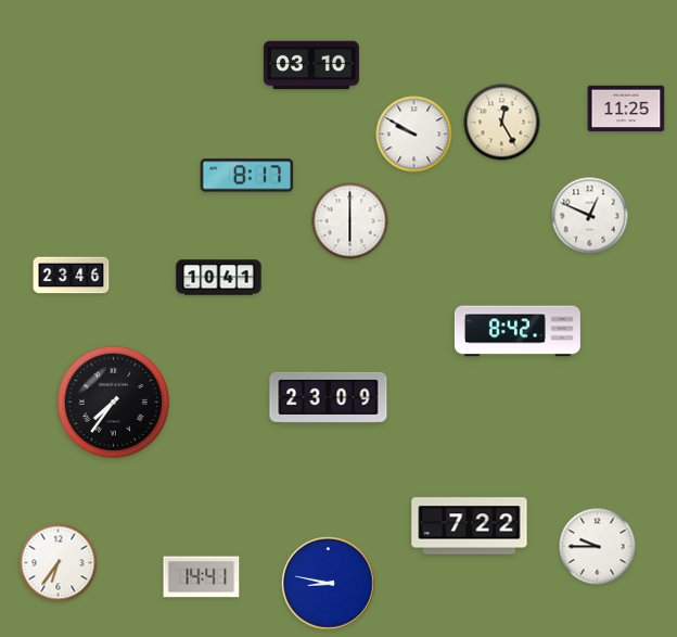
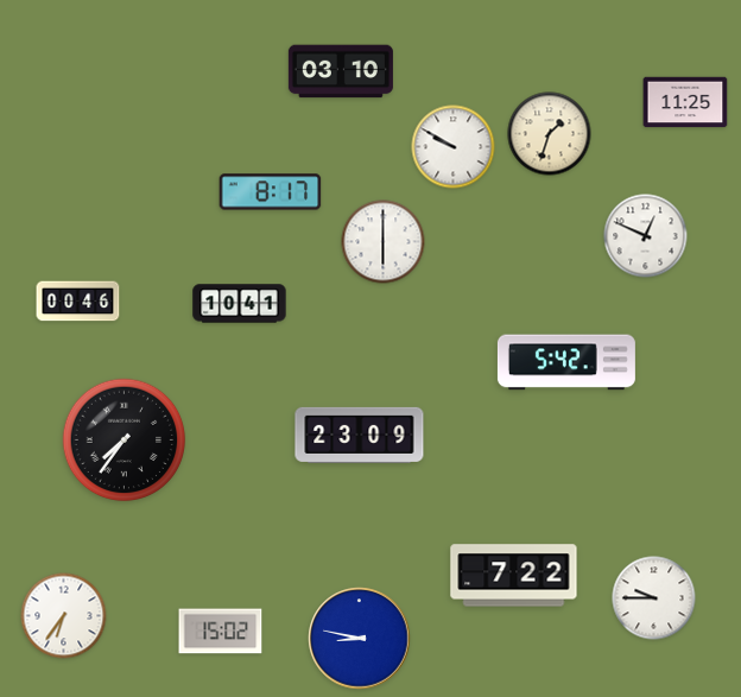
clock at (626, 109) position: (626, 109) -> (685, 102)
clock at (502, 123): 12:25 -> 1:33
clock at (72, 276): 23:46 -> 00:46
clock at (518, 331): 8:42 -> 5:42
clock at (202, 577): 14:41 -> 15:02
